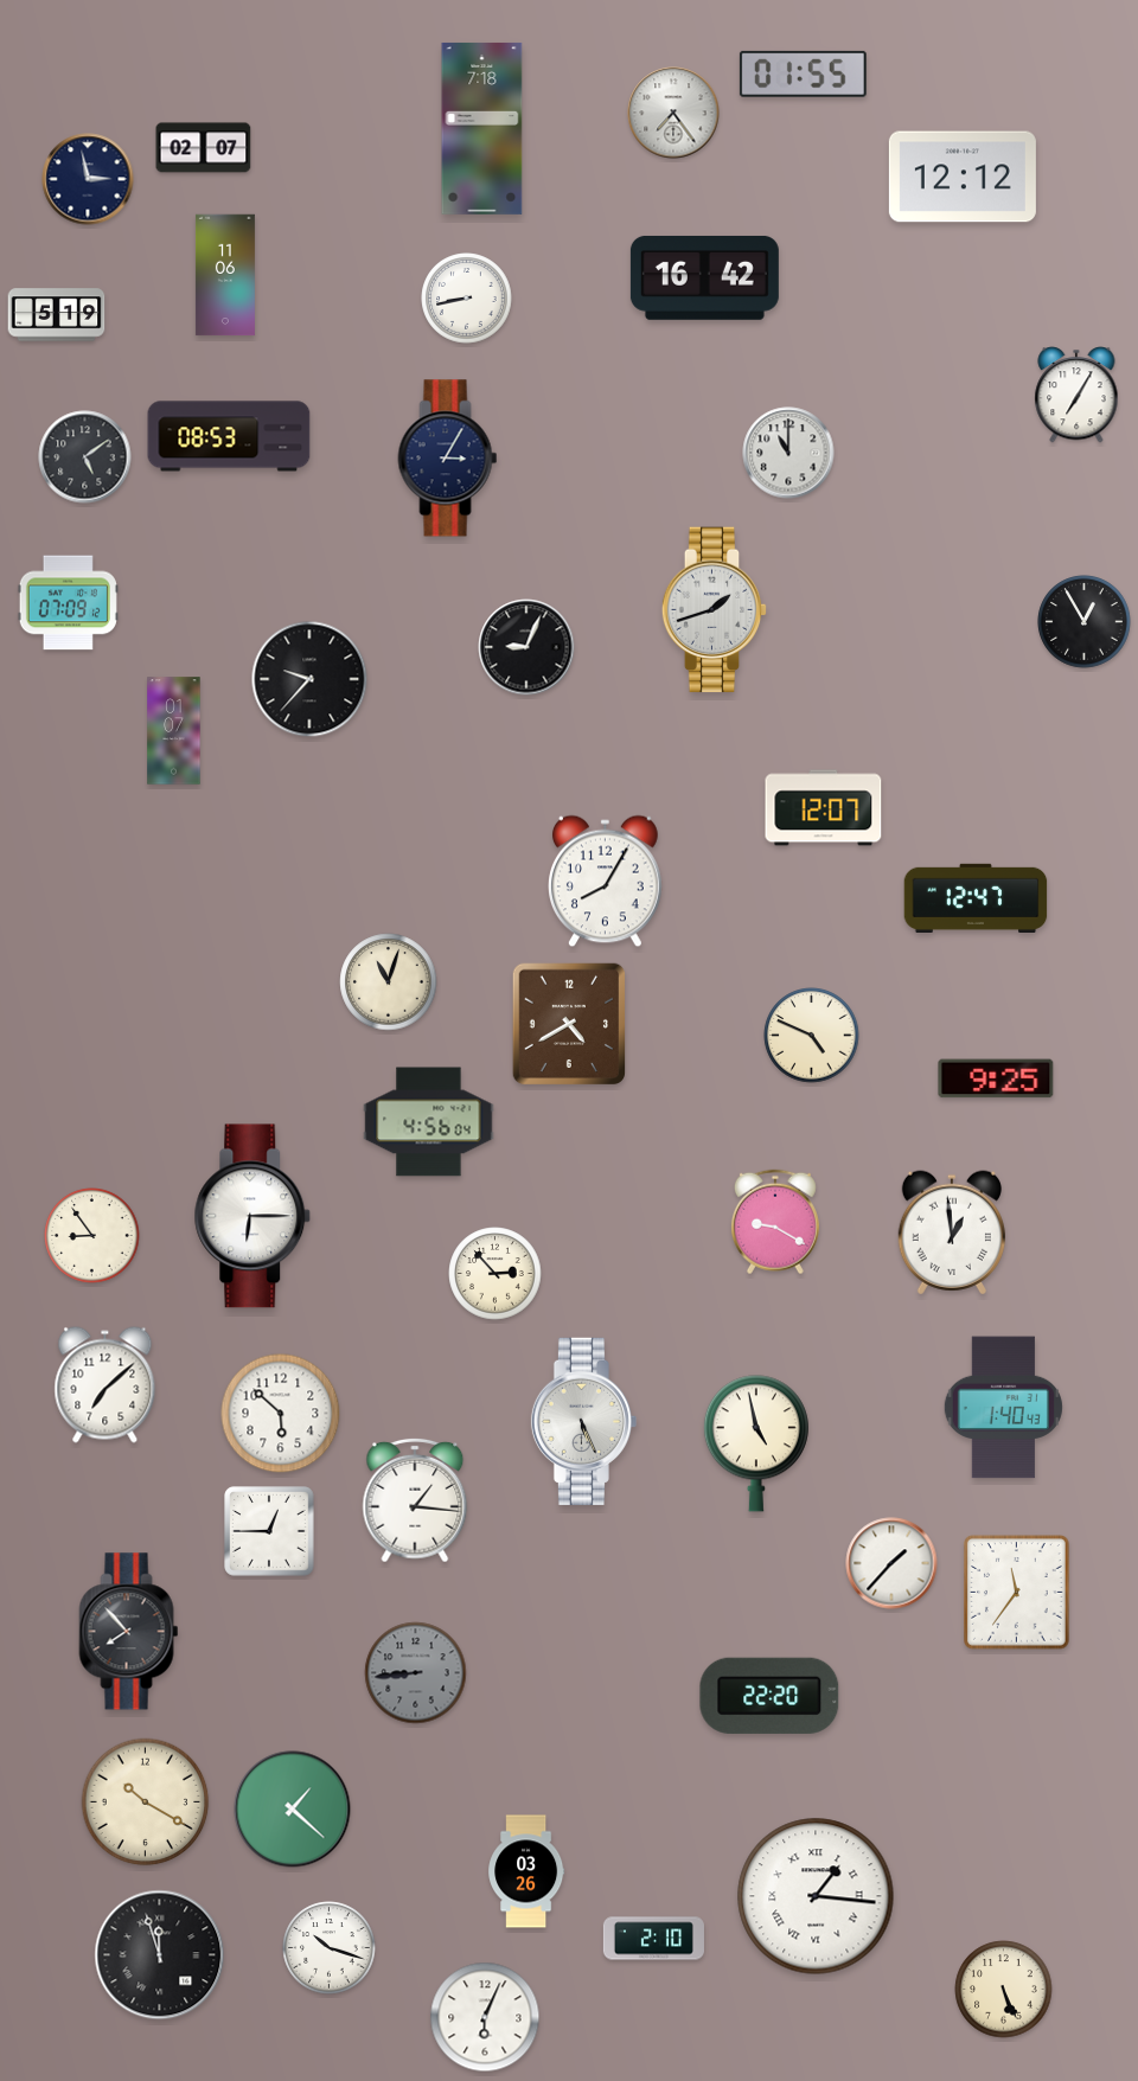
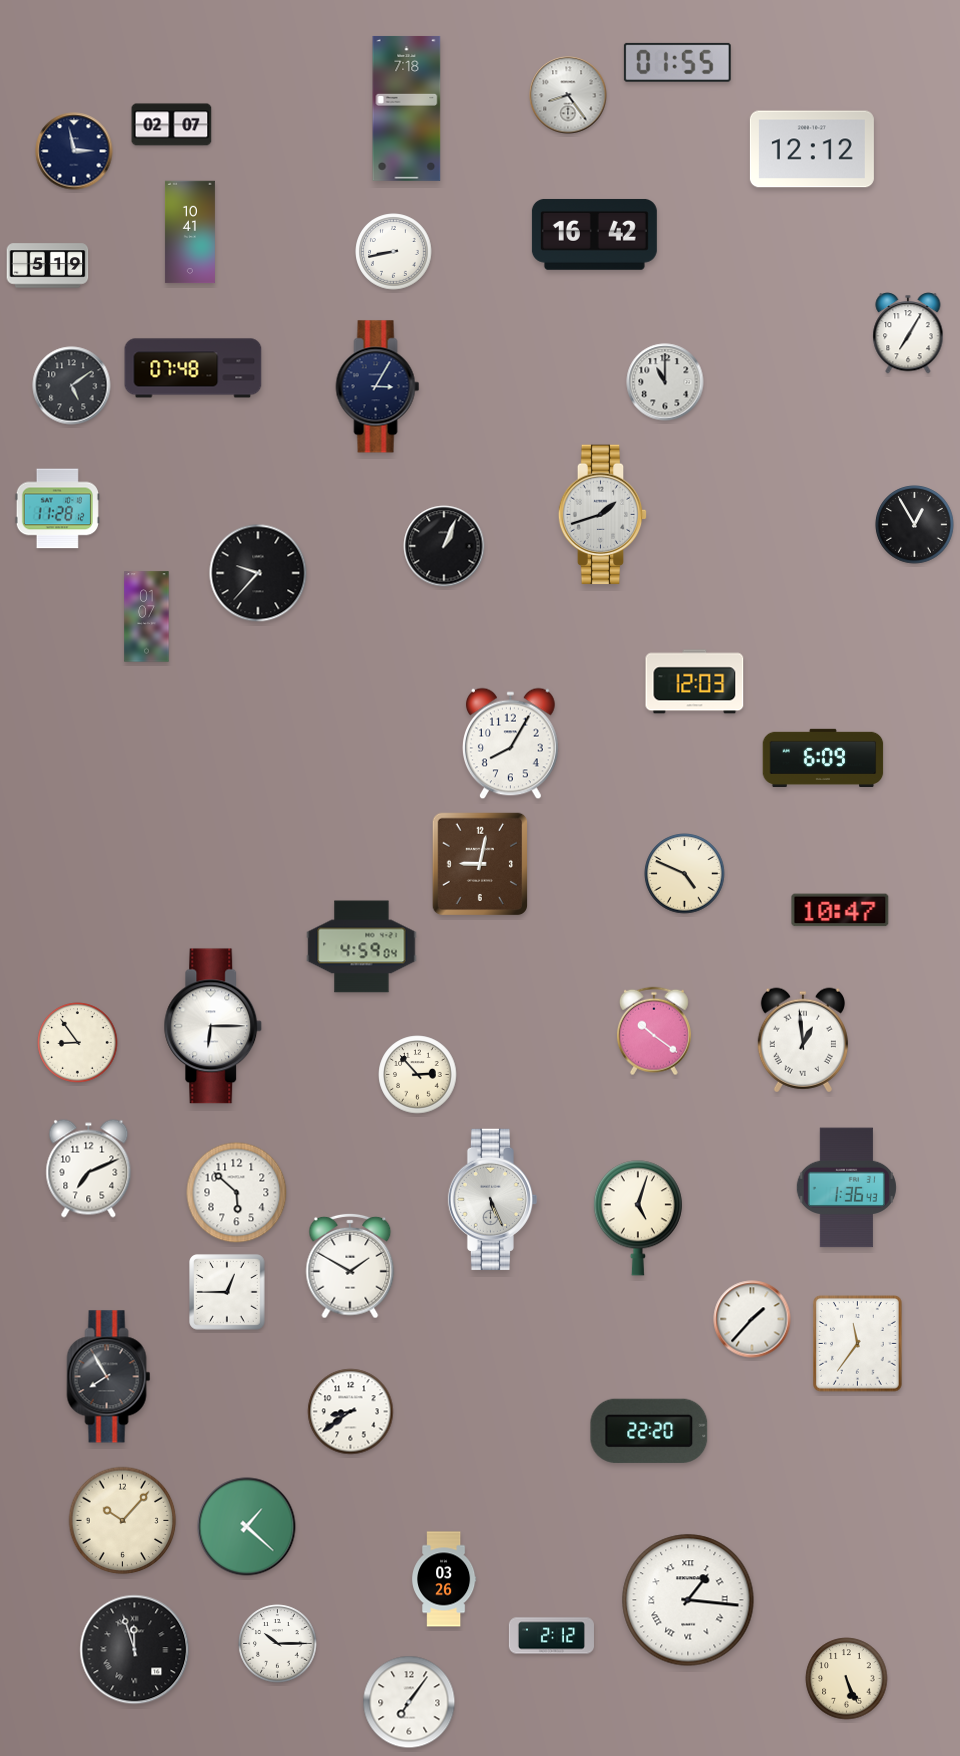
clock at (673, 113): 7:24 -> 8:24
clock at (225, 275): 11:06 -> 10:41
clock at (229, 436): 08:53 -> 07:48
clock at (68, 603): 07:09 -> 11:28
clock at (526, 647): 9:04 -> 1:04
clock at (309, 679) position: (309, 679) -> (258, 573)
clock at (824, 808): 12:07 -> 12:03
clock at (976, 897): 12:47 -> 6:09
clock at (389, 982): 11:03 -> none
clock at (568, 1024): 4:40 -> 9:02
clock at (996, 1078): 9:25 -> 10:47
clock at (429, 1122): 4:56 -> 4:59
clock at (775, 1222): 9:20 -> 10:21
clock at (106, 1385): 7:08 -> 7:11
clock at (1003, 1408): 1:40 -> 1:36
clock at (756, 1443): 4:58 -> 5:03
clock at (415, 1500): 1:16 -> 1:50
clock at (129, 1632): 7:53 -> 7:55
clock at (416, 1673): 8:44 -> 8:39
clock at (416, 1673) dial: grey -> white
clock at (146, 1803): 10:20 -> 10:07
clock at (653, 1939): 2:10 -> 2:12
clock at (330, 1948): 10:18 -> 10:15
clock at (485, 2017): 6:04 -> 7:06
